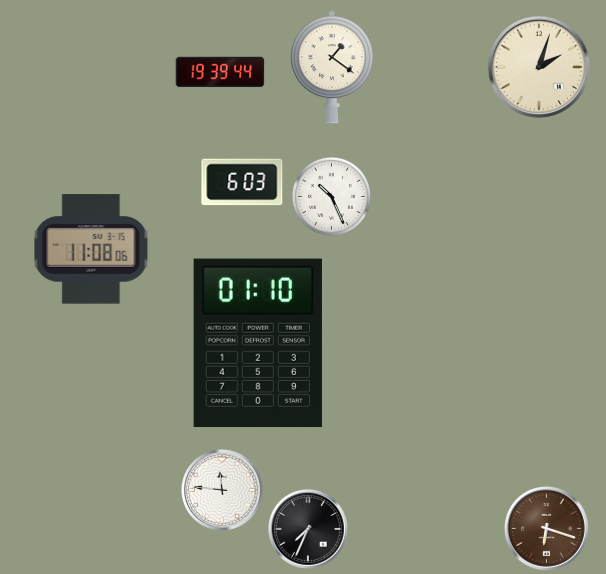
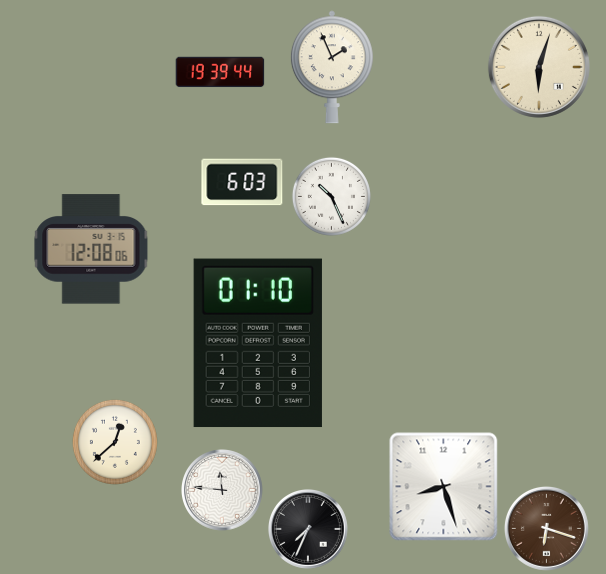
clock at (332, 67): 1:21 -> 1:56
clock at (539, 67): 2:03 -> 6:03
clock at (91, 249): 11:08 -> 12:08
clock at (115, 442): none -> 12:38
clock at (444, 487): none -> 8:27
